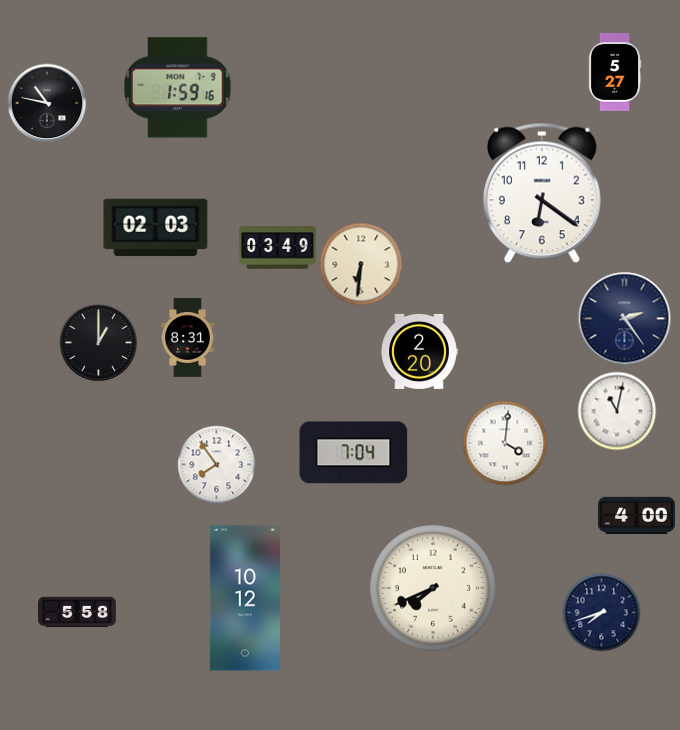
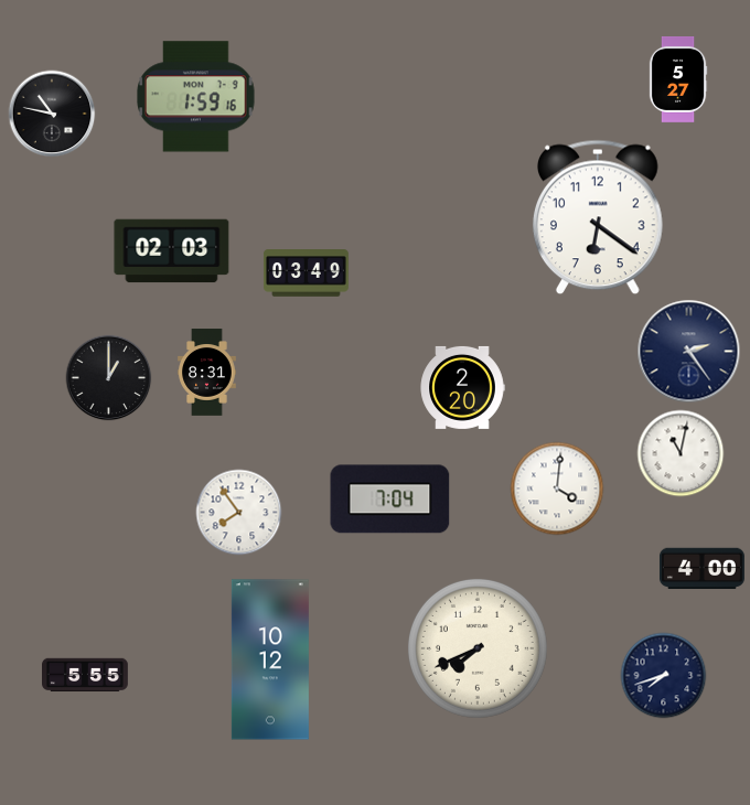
clock at (542, 193) position: (542, 193) -> (598, 217)
clock at (361, 264): 6:31 -> none
clock at (78, 612): 5:58 -> 5:55
